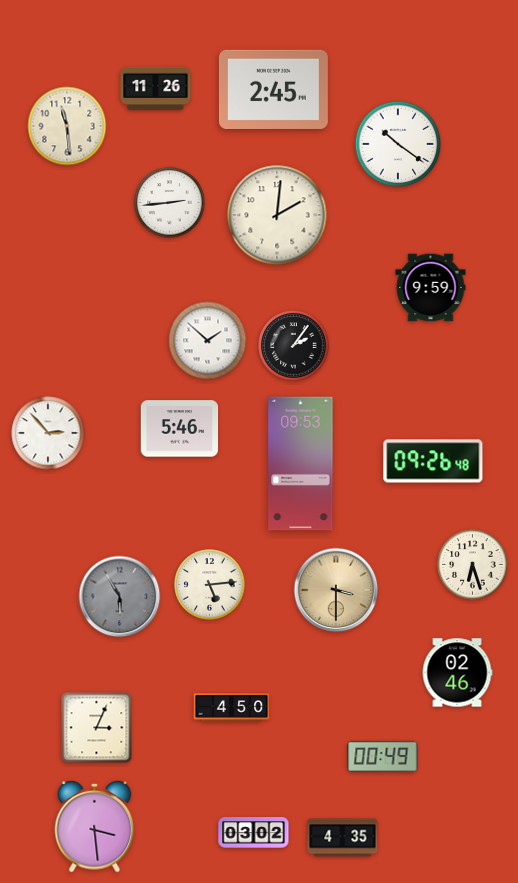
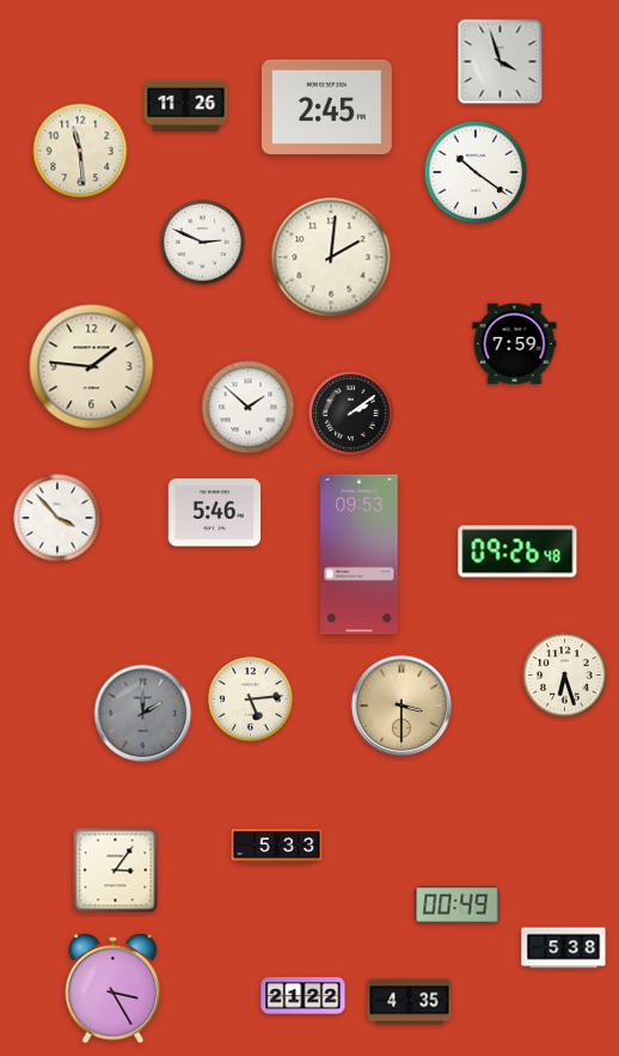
clock at (501, 62): none -> 3:57
clock at (170, 203): 2:44 -> 2:49
clock at (431, 288): 9:59 -> 7:59
clock at (92, 367): none -> 1:46
clock at (294, 346): 2:06 -> 2:09
clock at (48, 433): 2:53 -> 3:53
clock at (120, 597): 5:55 -> 2:00
clock at (457, 673): 02:46 -> none
clock at (232, 708): 4:50 -> 5:33
clock at (97, 728): 3:04 -> 3:06
clock at (564, 948): none -> 5:38
clock at (95, 826): 3:29 -> 3:25
clock at (254, 833): 03:02 -> 21:22
